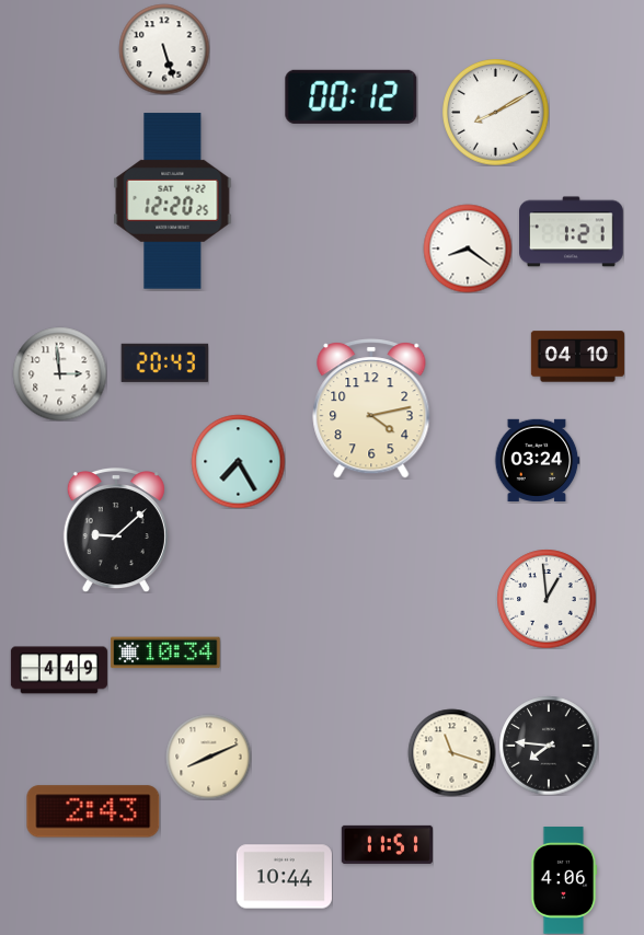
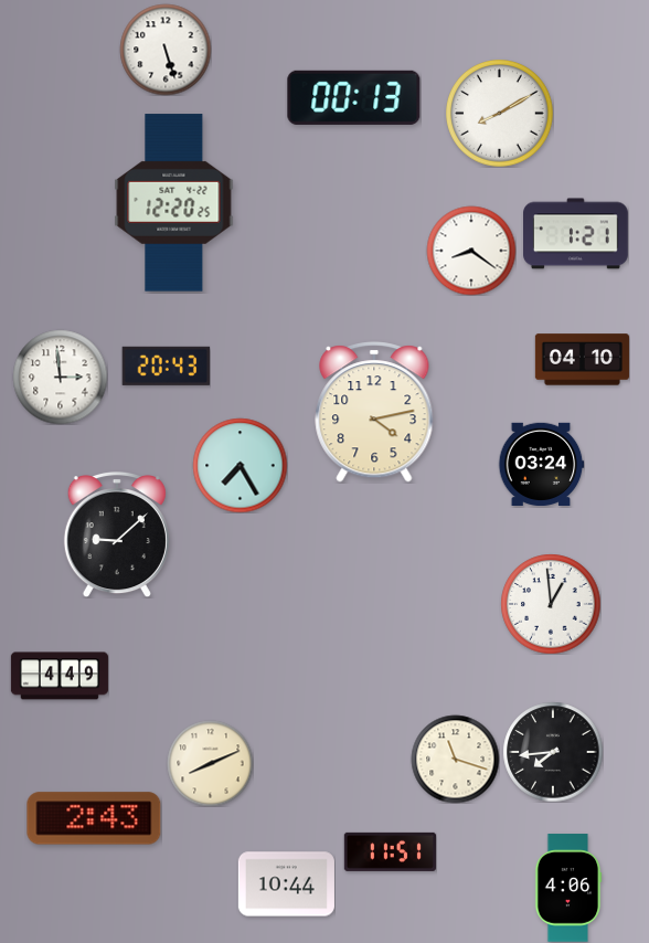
clock at (352, 96): 00:12 -> 00:13
clock at (165, 653): 10:34 -> none
clock at (549, 746): 7:46 -> 7:44
